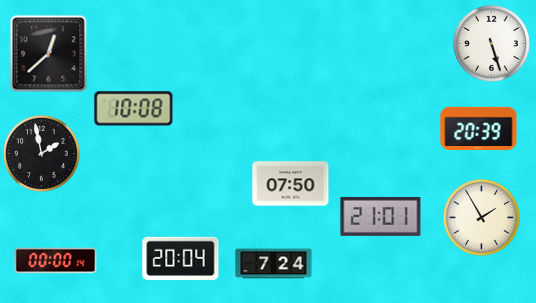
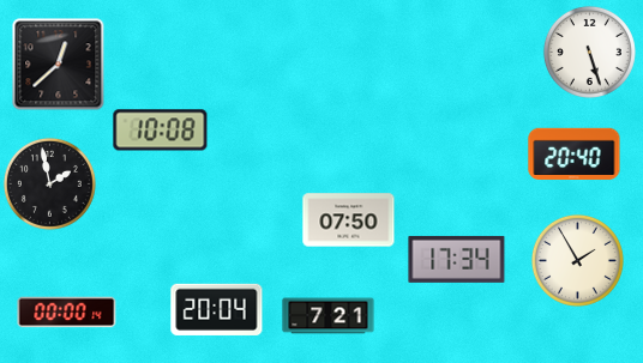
clock at (479, 128): 20:39 -> 20:40
clock at (381, 216): 21:01 -> 17:34
clock at (274, 264): 7:24 -> 7:21
